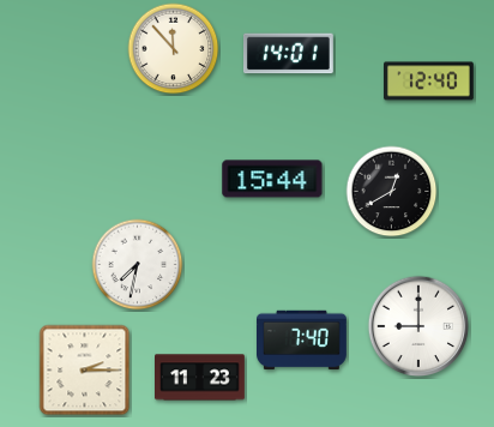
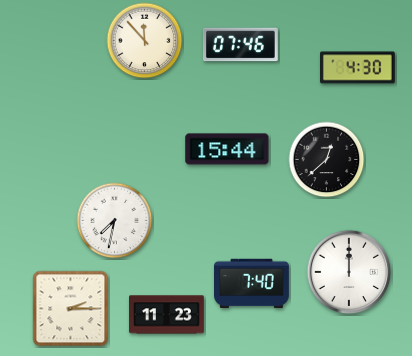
clock at (289, 54): 14:01 -> 07:46
clock at (429, 82): 12:40 -> 4:30
clock at (392, 192): 12:40 -> 12:38
clock at (418, 326): 9:00 -> 12:00
